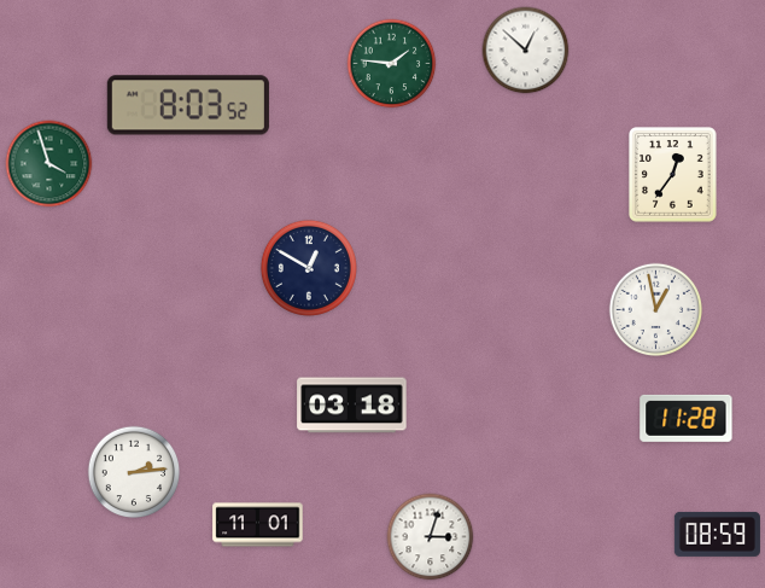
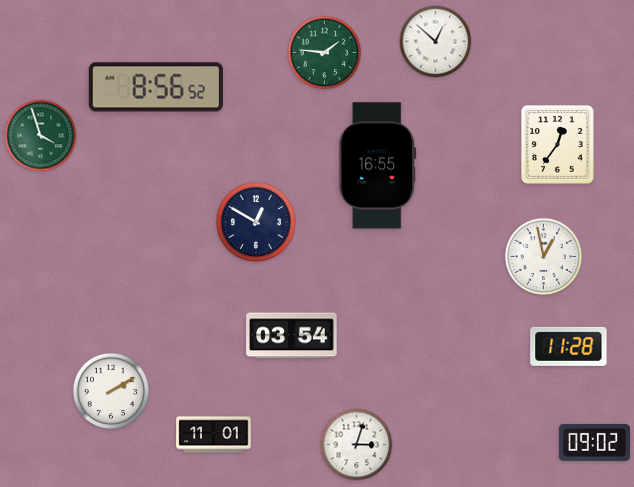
clock at (188, 105): 8:03 -> 8:56
clock at (378, 166): none -> 16:55
clock at (352, 406): 03:18 -> 03:54
clock at (134, 472): 2:14 -> 2:10
clock at (717, 534): 08:59 -> 09:02
